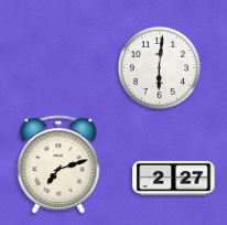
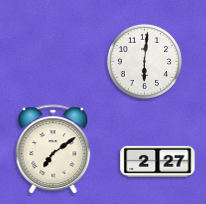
clock at (58, 165): 7:12 -> 7:09
